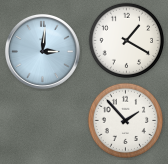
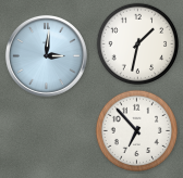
clock at (127, 41): 1:20 -> 1:32
clock at (126, 121): 1:53 -> 6:53
